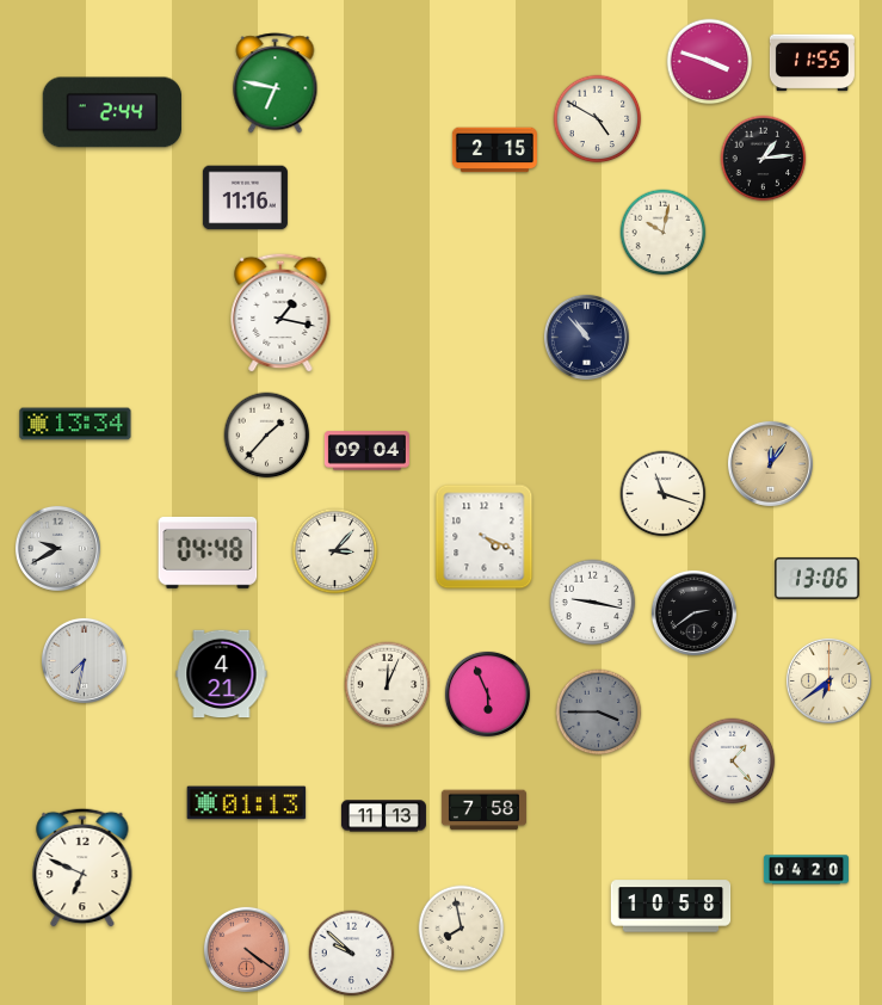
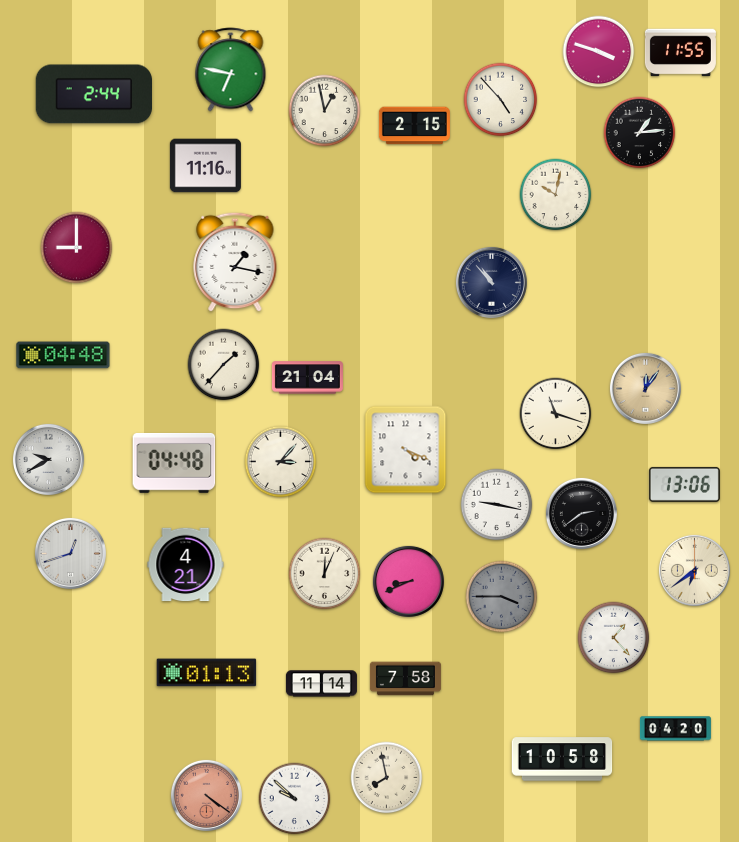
clock at (710, 62) position: (710, 62) -> (599, 52)
clock at (598, 119): 4:50 -> 4:53
clock at (325, 111): none -> 12:58
clock at (77, 248): none -> 9:00
clock at (75, 424): 13:34 -> 04:48
clock at (366, 451): 09:04 -> 21:04
clock at (84, 660): 7:32 -> 12:42
clock at (487, 693): 5:56 -> 8:41
clock at (383, 816): 11:13 -> 11:14
clock at (82, 868): 6:49 -> none
